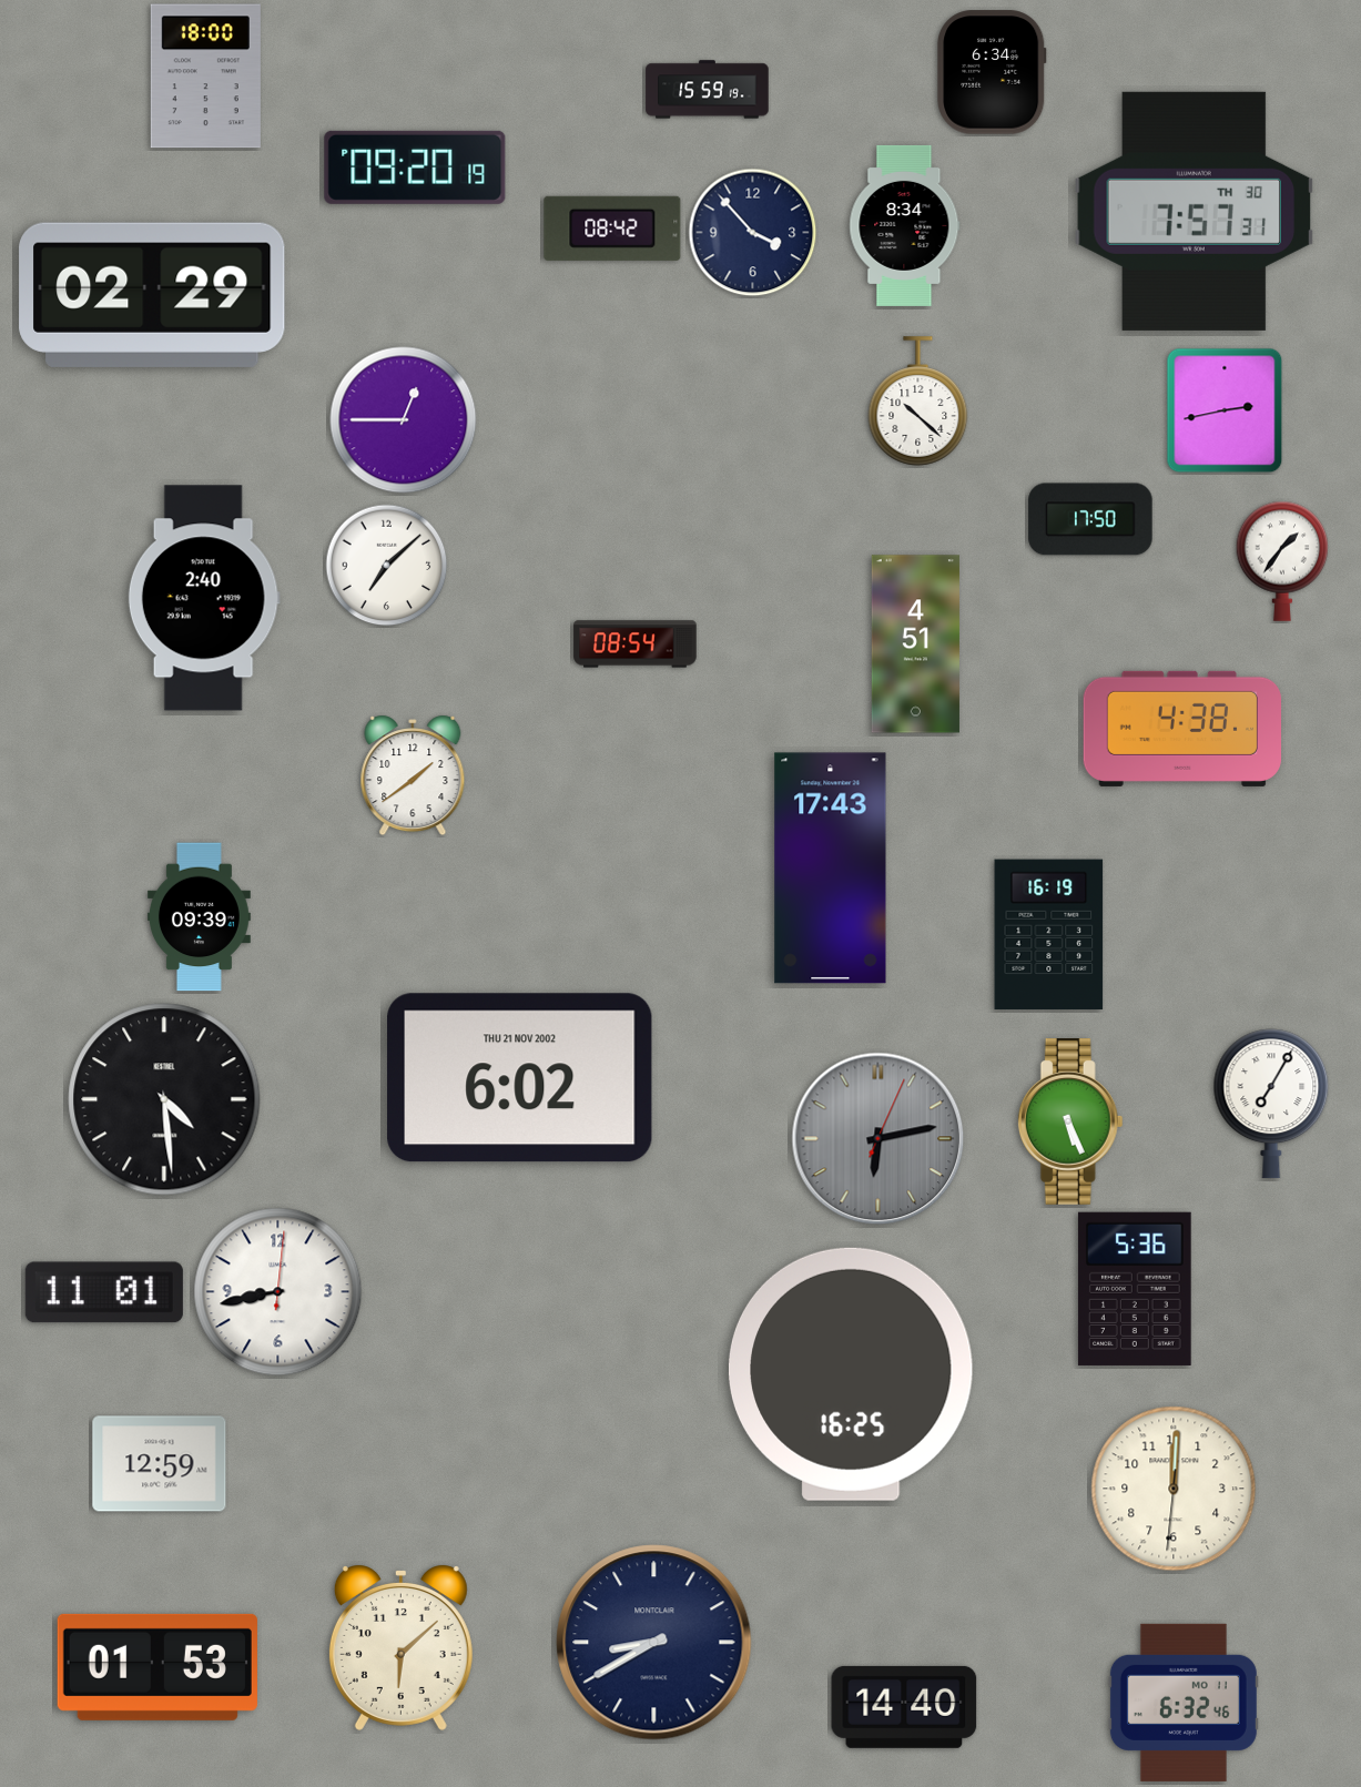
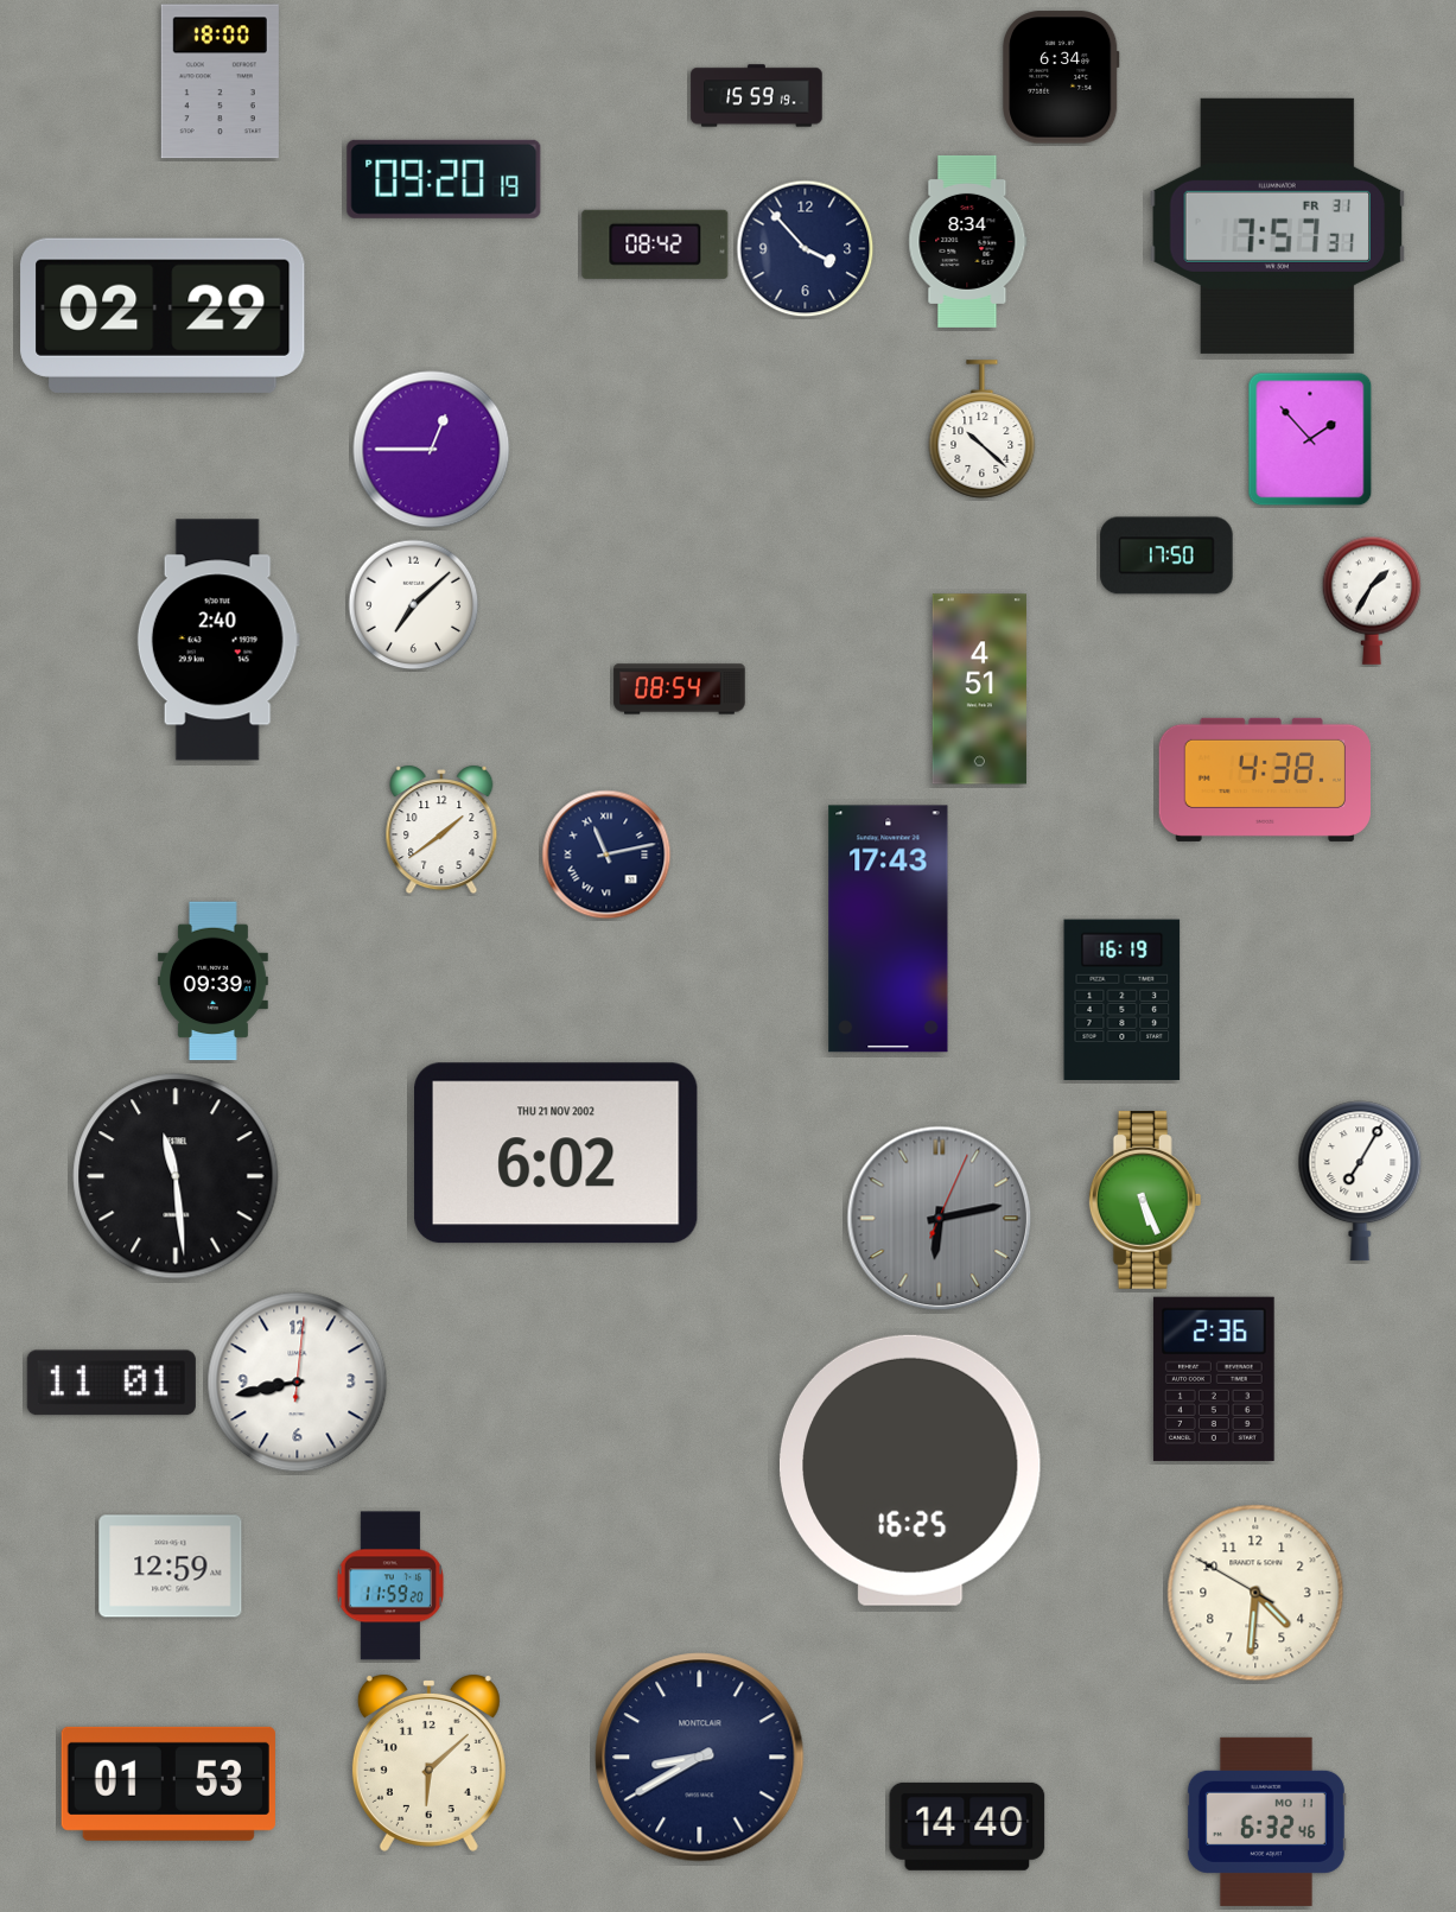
clock at (1195, 211) date: TH 30 -> FR 31
clock at (1225, 410): 2:43 -> 1:53
clock at (1282, 561): 1:36 -> 1:35
clock at (606, 855): none -> 11:13
clock at (164, 1099): 4:29 -> 11:29
clock at (1135, 1289): 5:36 -> 2:36
clock at (389, 1586): none -> 11:59
clock at (1174, 1489): 12:00 -> 4:30
